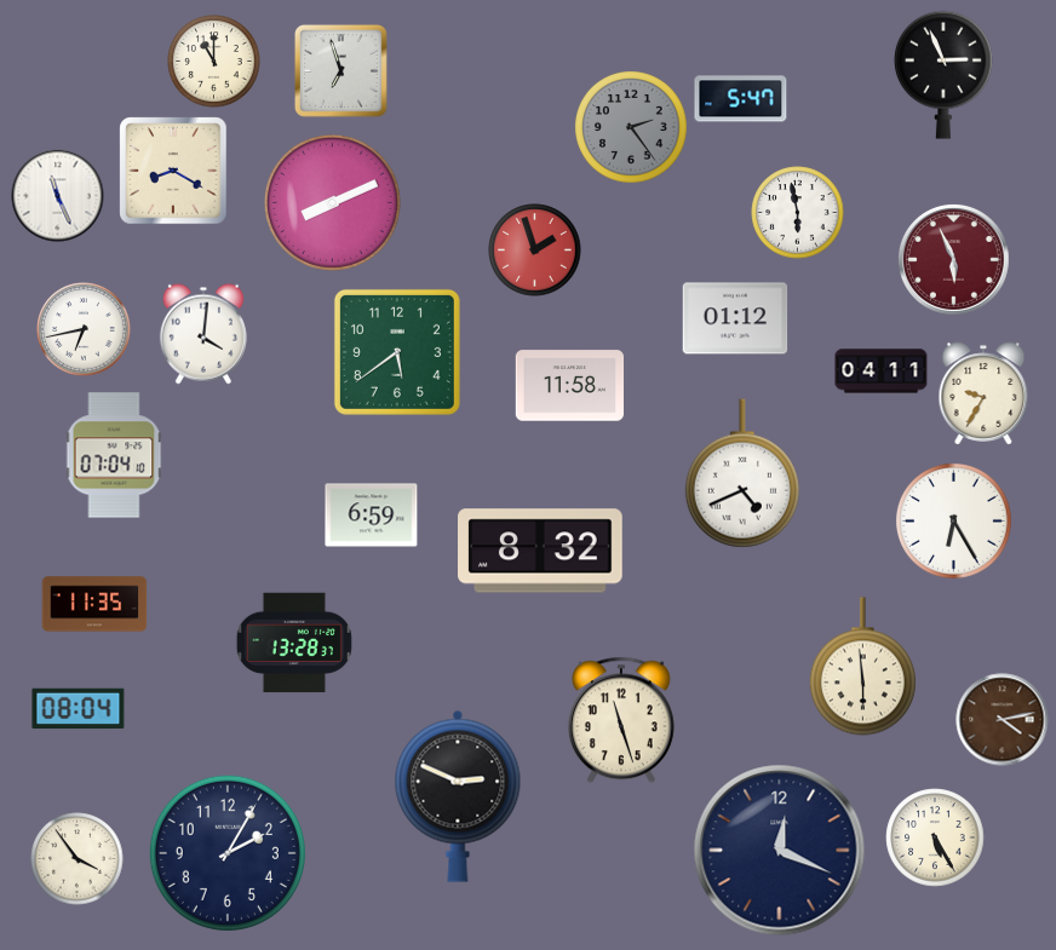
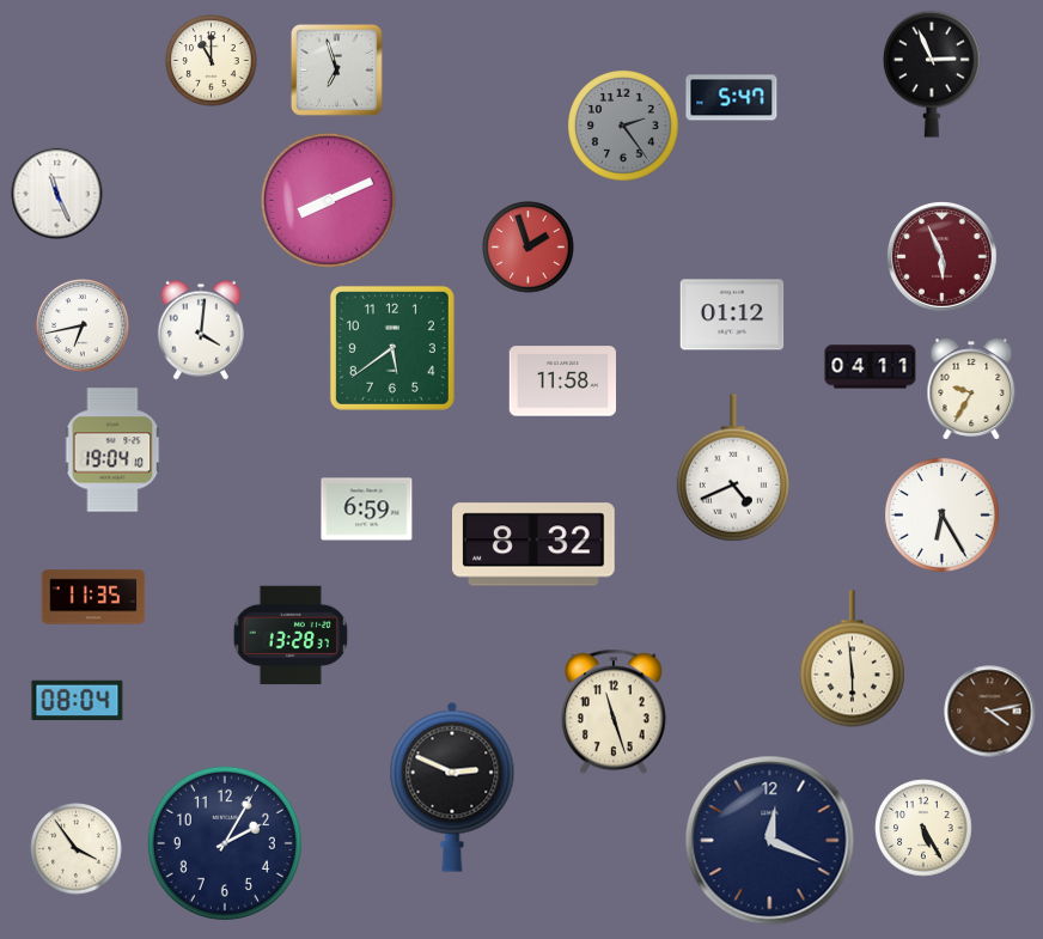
clock at (173, 171): 8:20 -> none
clock at (798, 213): 5:58 -> none
clock at (735, 318) position: (735, 318) -> (732, 315)
clock at (114, 455): 07:04 -> 19:04
